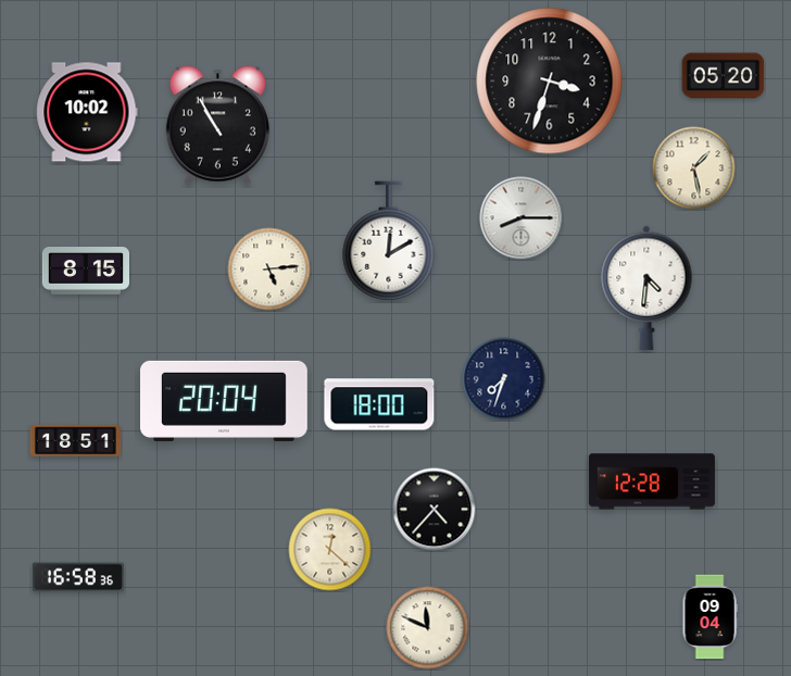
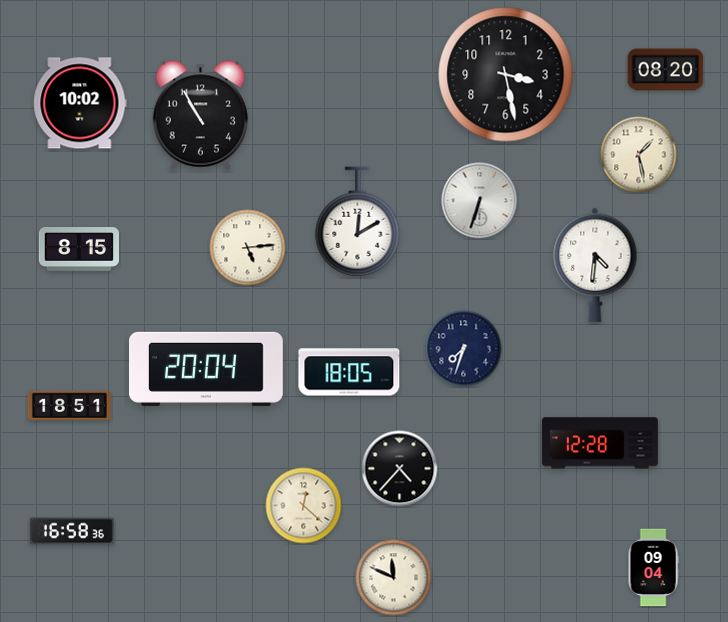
clock at (724, 76): 05:20 -> 08:20
clock at (550, 82): 3:33 -> 3:28
clock at (522, 218): 8:15 -> 6:33
clock at (379, 404): 18:00 -> 18:05
